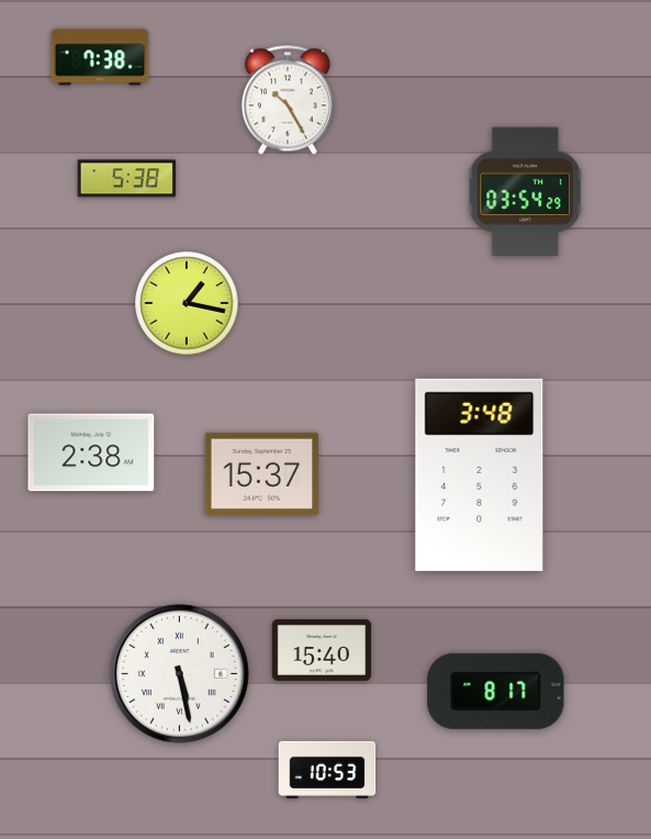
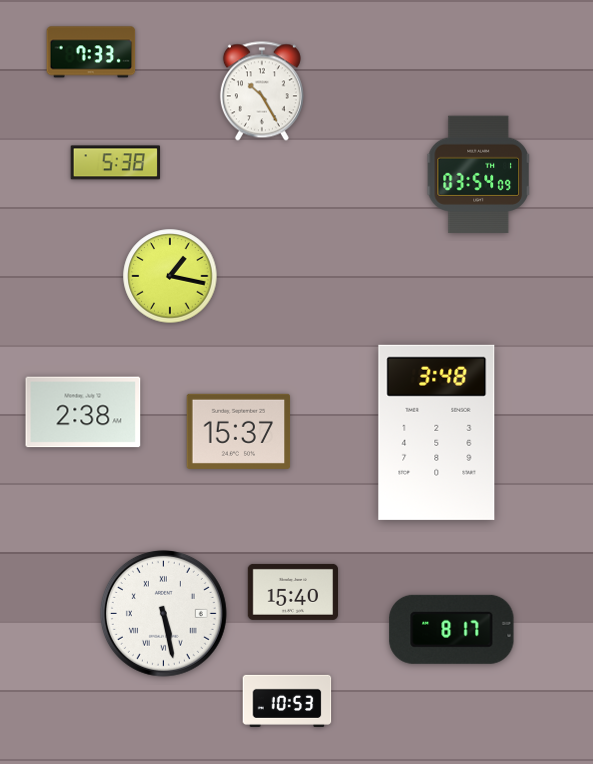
clock at (100, 57): 7:38 -> 7:33
clock at (526, 192): 03:54:29 -> 03:54:09
clock at (327, 770) position: (327, 770) -> (287, 701)
